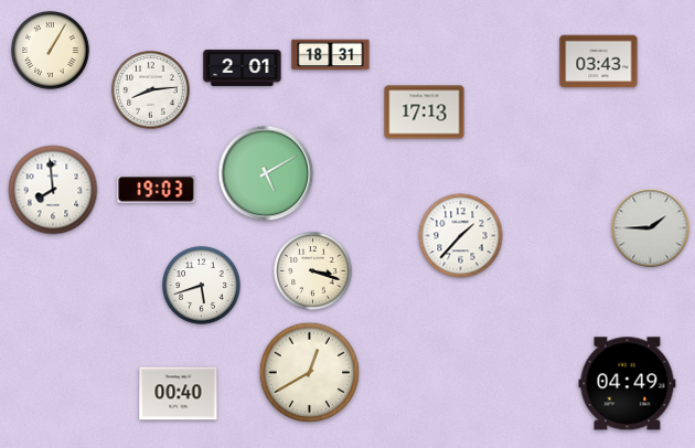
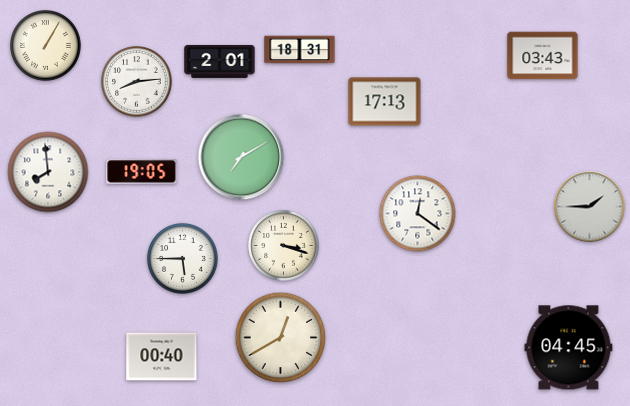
clock at (266, 173): 5:10 -> 7:10
clock at (157, 190): 19:03 -> 19:05
clock at (461, 236): 1:37 -> 12:21
clock at (202, 286): 5:42 -> 5:45
clock at (628, 384): 04:49 -> 04:45
